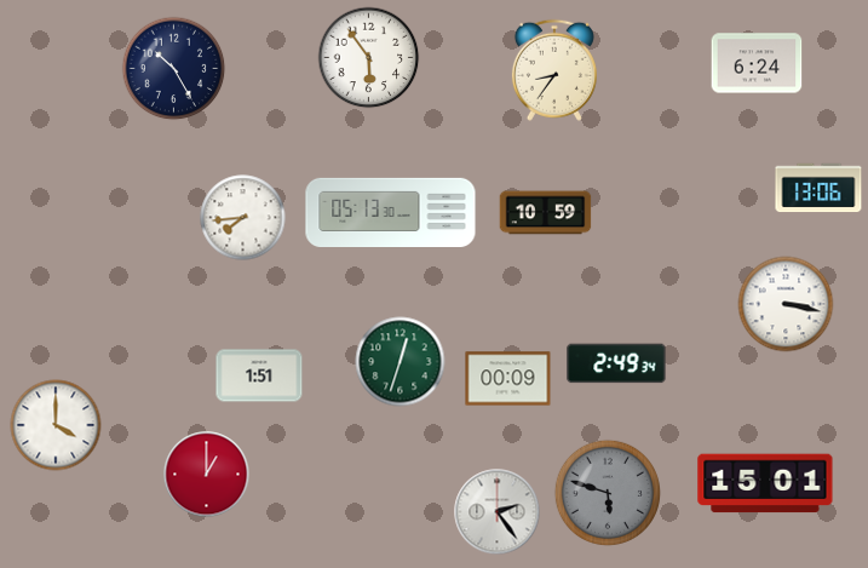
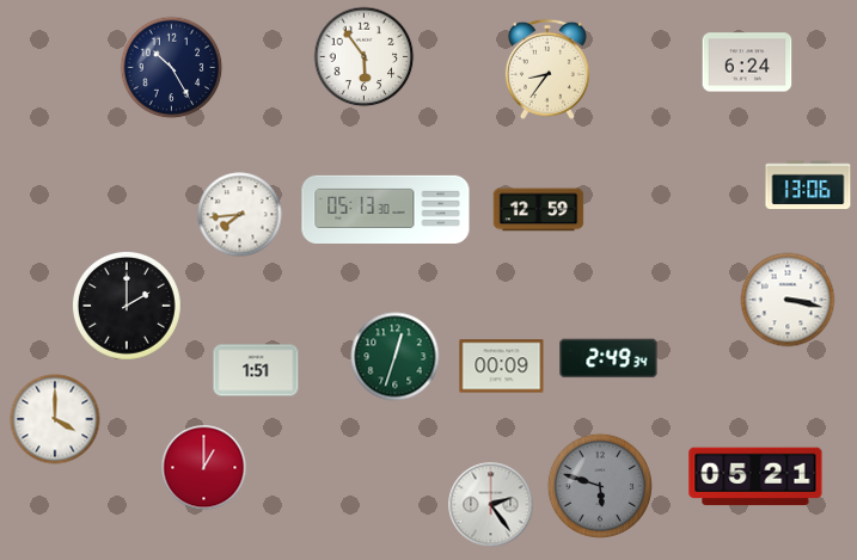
clock at (546, 213): 10:59 -> 12:59
clock at (786, 304) position: (786, 304) -> (788, 300)
clock at (127, 306): none -> 2:00
clock at (508, 379) position: (508, 379) -> (502, 367)
clock at (765, 483): 15:01 -> 05:21
